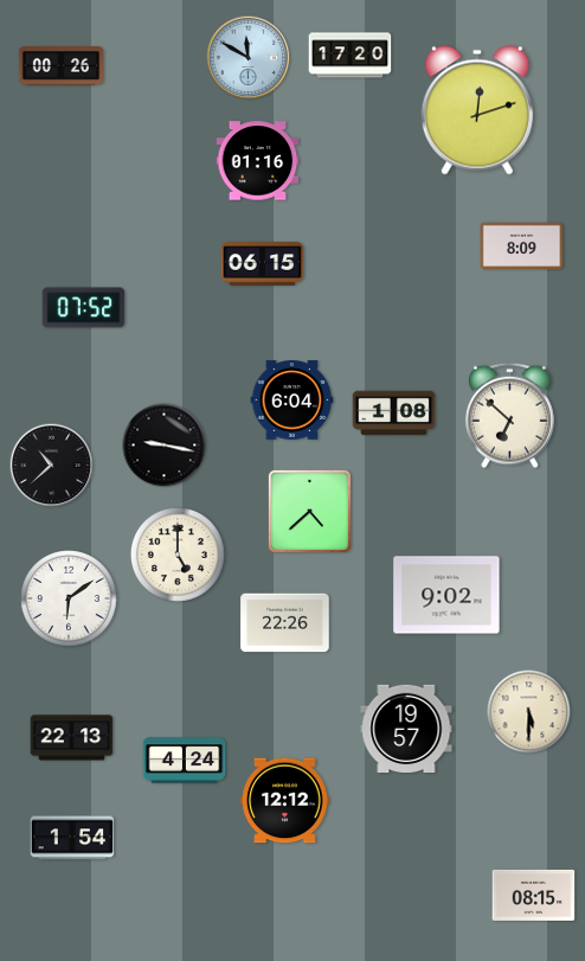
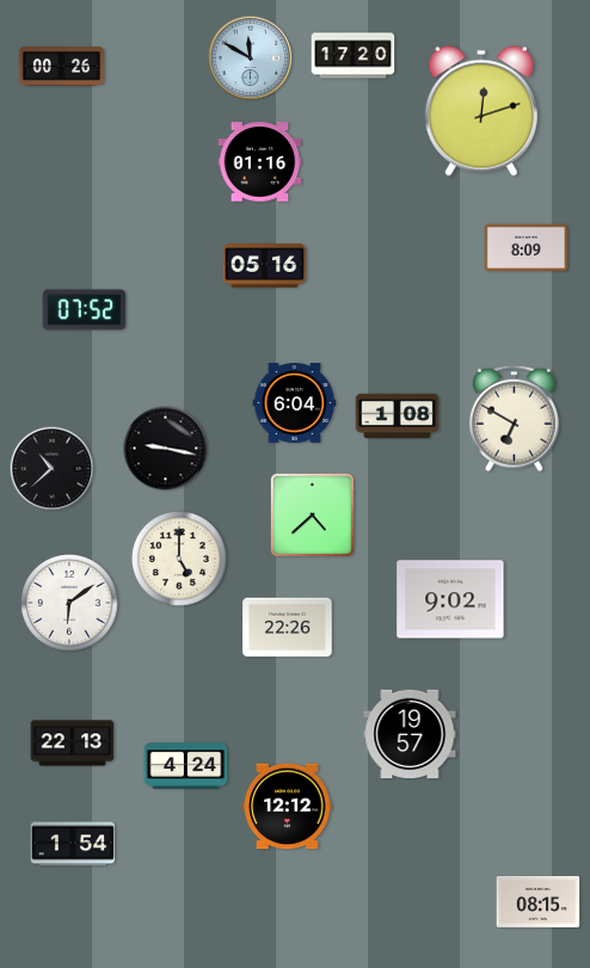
clock at (263, 264): 06:15 -> 05:16
clock at (509, 416): 6:52 -> 6:50
clock at (529, 712): 5:30 -> none
